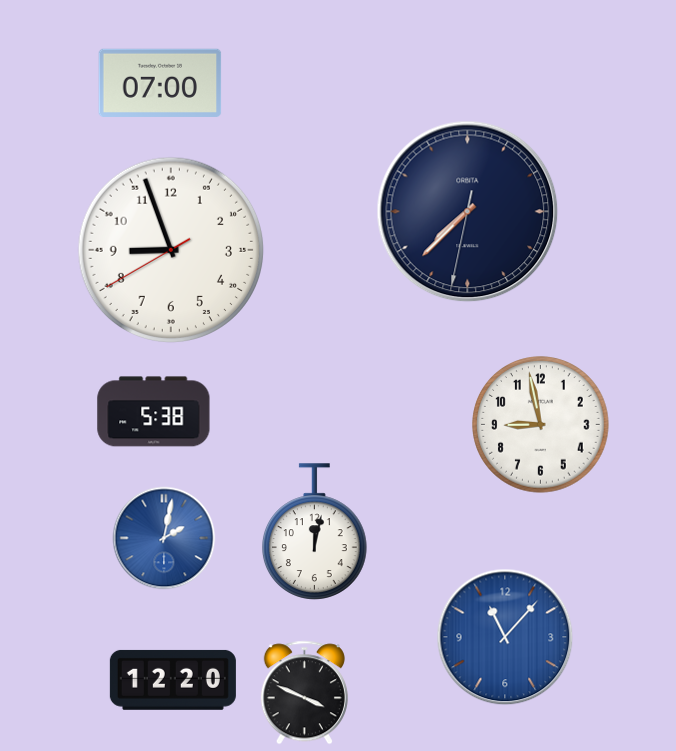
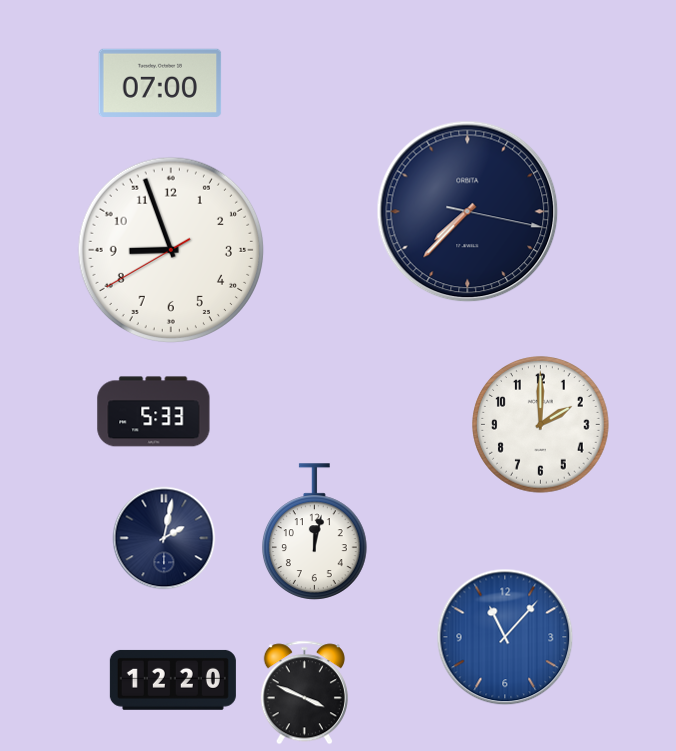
clock at (468, 212): 7:37:32 -> 7:37:17
clock at (154, 412): 5:38 -> 5:33
clock at (541, 425): 8:58 -> 2:00
clock at (164, 538) dial: blue -> navy
